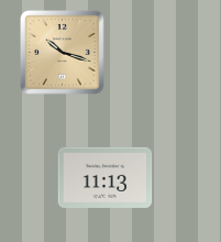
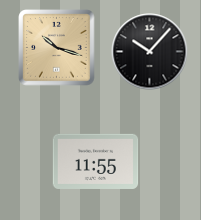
clock at (150, 52): none -> 10:07
clock at (106, 177): 11:13 -> 11:55
